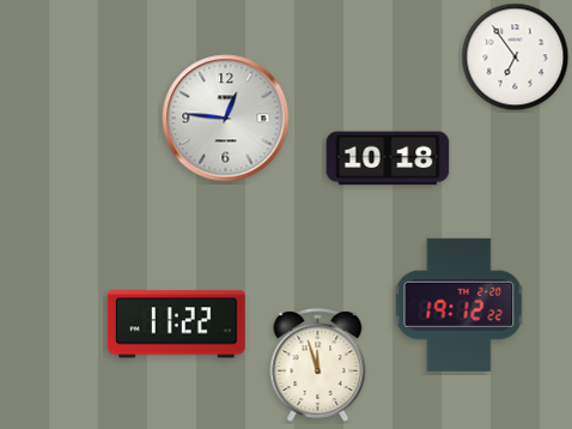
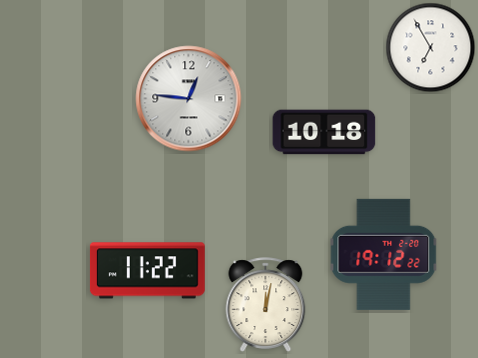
clock at (516, 58): 6:54 -> 6:55
clock at (318, 365): 11:57 -> 12:02
